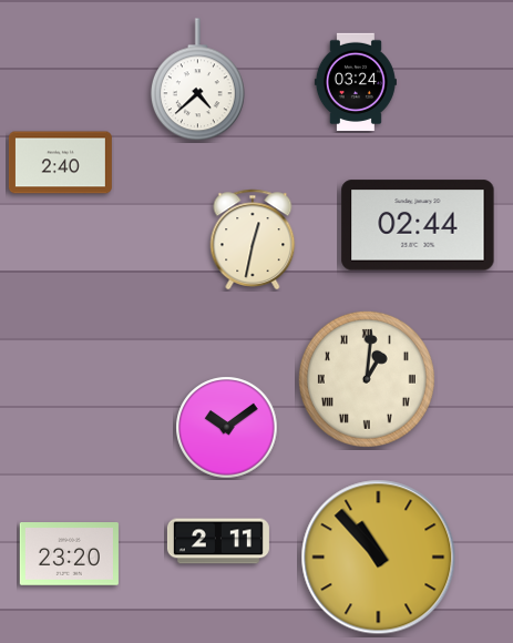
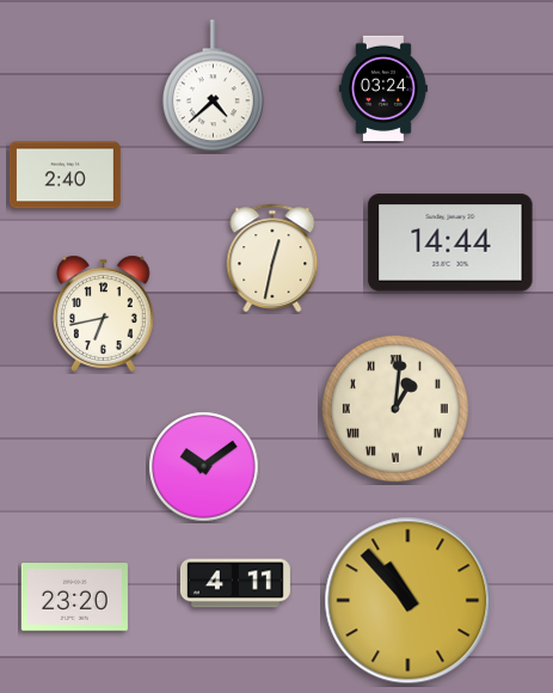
clock at (418, 225): 02:44 -> 14:44
clock at (104, 313): none -> 6:43
clock at (227, 428) position: (227, 428) -> (204, 467)
clock at (218, 541): 2:11 -> 4:11
